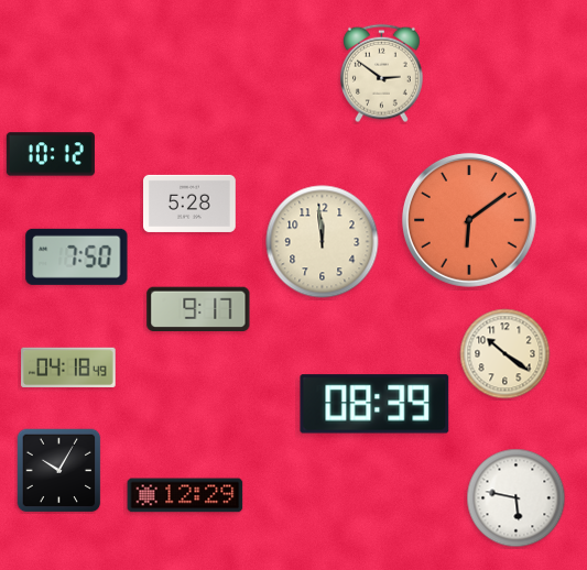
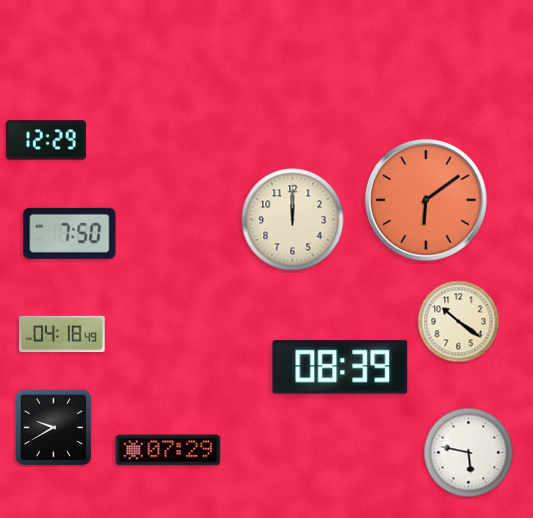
clock at (381, 74): 2:51 -> none
clock at (51, 154): 10:12 -> 12:29
clock at (191, 204): 5:28 -> none
clock at (323, 242): 11:59 -> 12:00
clock at (198, 309): 9:17 -> none
clock at (58, 470): 10:05 -> 9:40
clock at (185, 495): 12:29 -> 07:29
